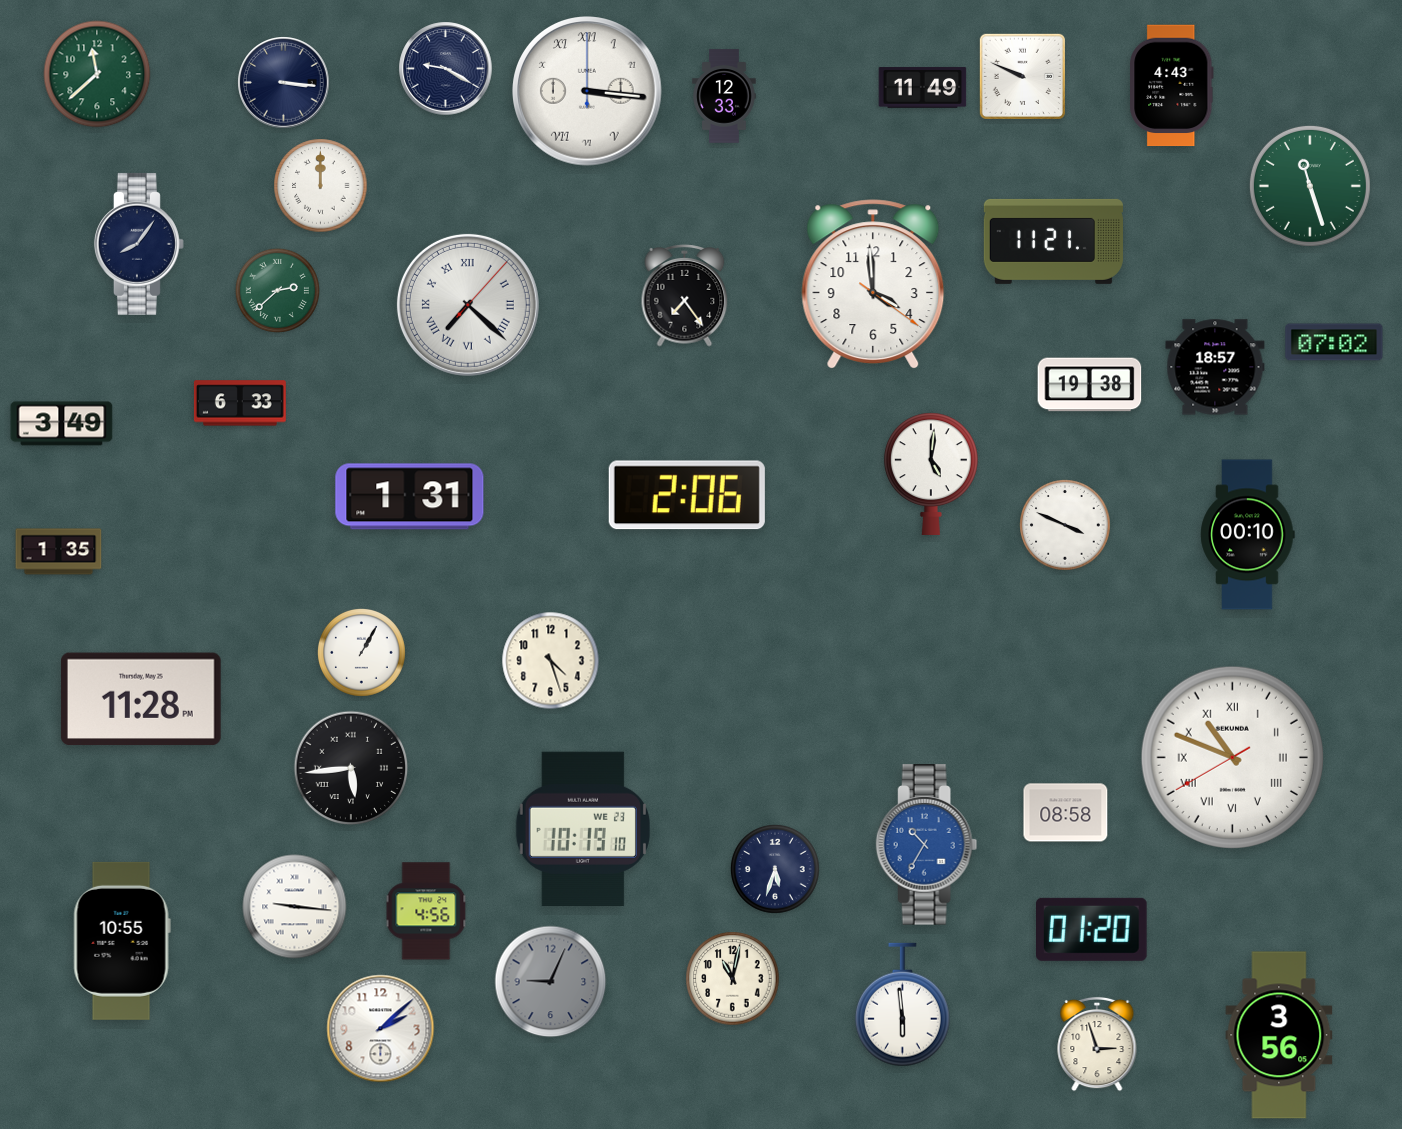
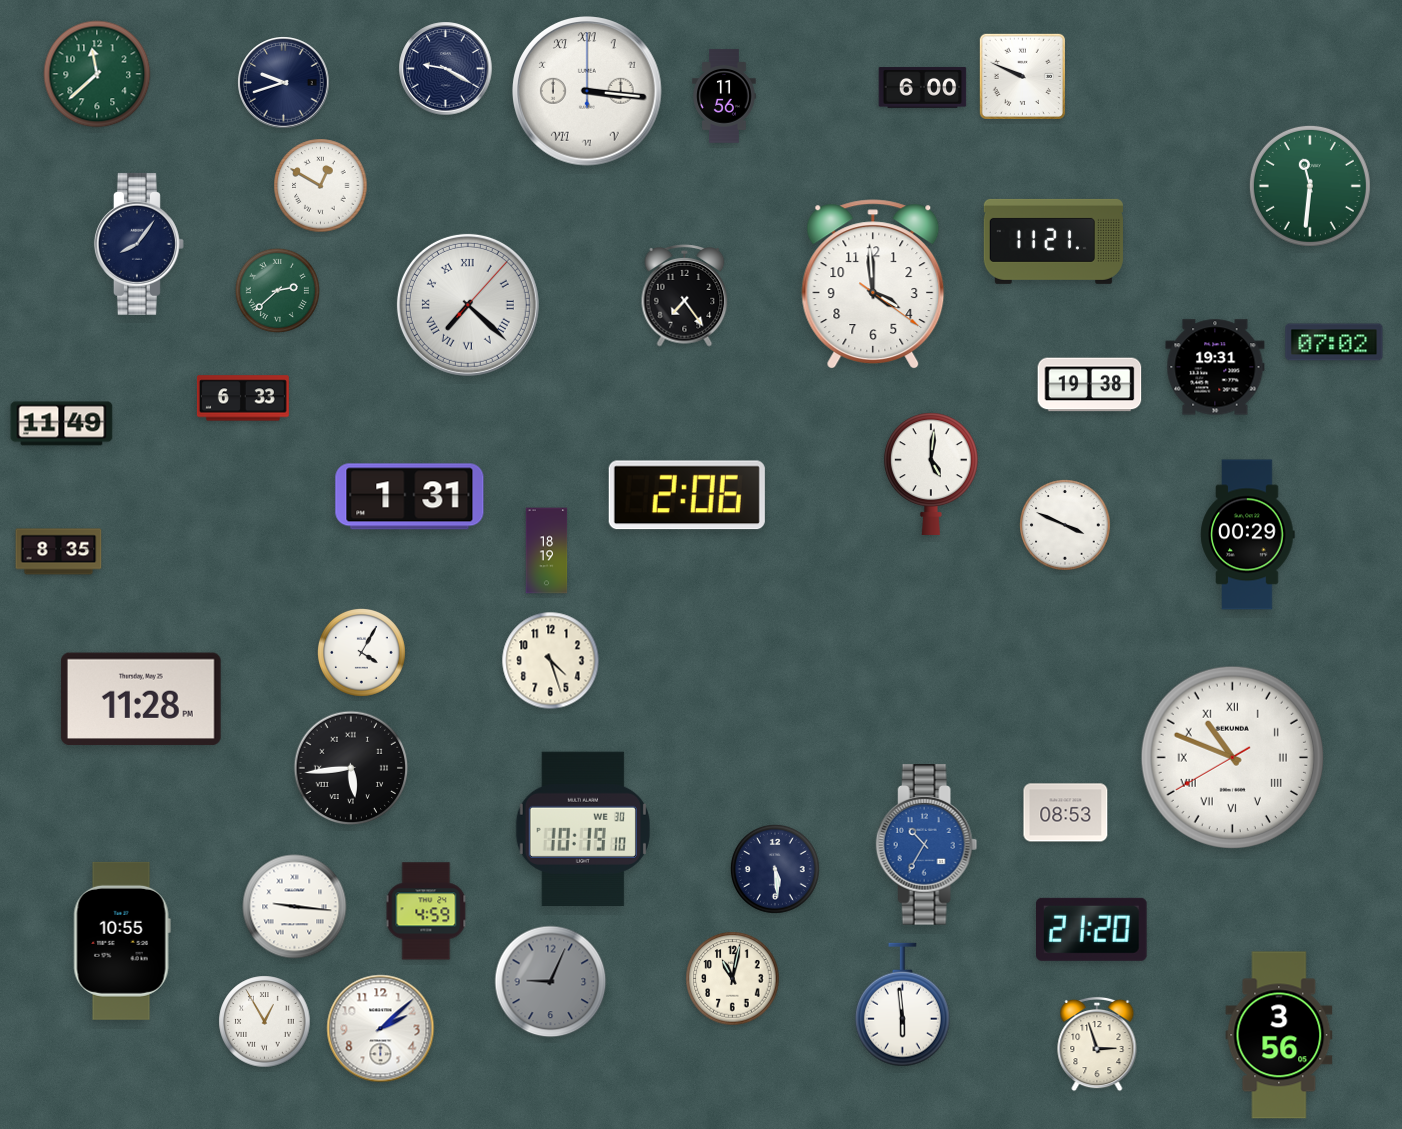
clock at (284, 83): 3:16 -> 9:42
clock at (1172, 86): 4:43 -> none
clock at (923, 88): 11:49 -> 6:00
clock at (724, 96): 12:33 -> 11:56
clock at (321, 186): 12:00 -> 12:50
clock at (1310, 186): 11:27 -> 11:31
clock at (1215, 367): 18:57 -> 19:31
clock at (240, 403) position: (240, 403) -> (243, 398)
clock at (62, 424): 3:49 -> 11:49
clock at (1248, 535): 00:10 -> 00:29
clock at (547, 551): none -> 18:19
clock at (59, 552): 1:35 -> 8:35
clock at (361, 652): 1:05 -> 4:05
clock at (1066, 813): 08:58 -> 08:53
clock at (583, 828) date: WE 23 -> WE 30
clock at (776, 870): 5:33 -> 5:29
clock at (426, 911): 4:56 -> 4:59
clock at (1092, 929): 01:20 -> 21:20
clock at (265, 1022): none -> 12:55
